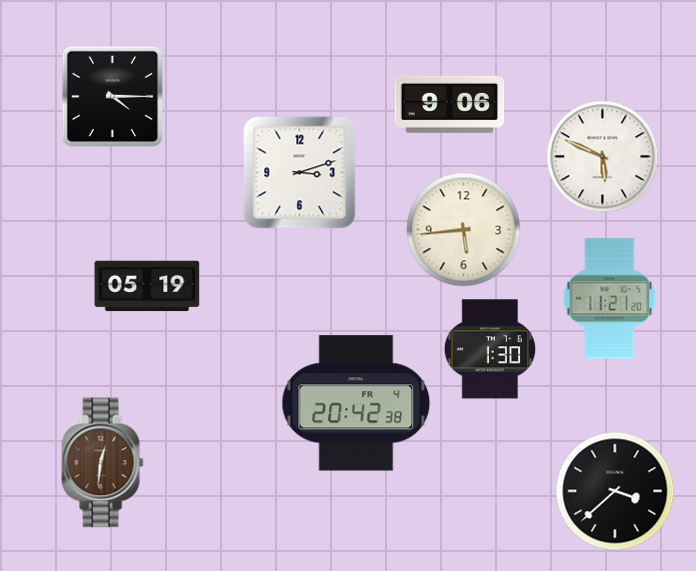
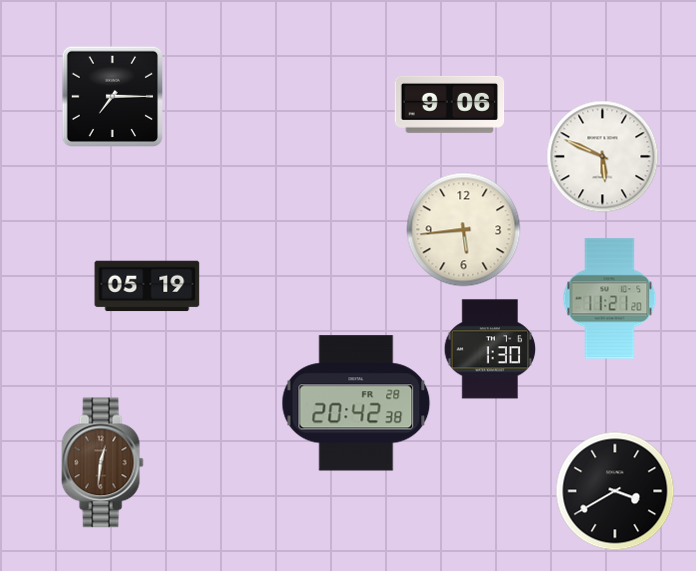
clock at (113, 97): 4:15 -> 7:15
clock at (300, 173): 3:12 -> none
clock at (356, 403) date: FR 4 -> FR 28
clock at (615, 491): 3:38 -> 3:40
